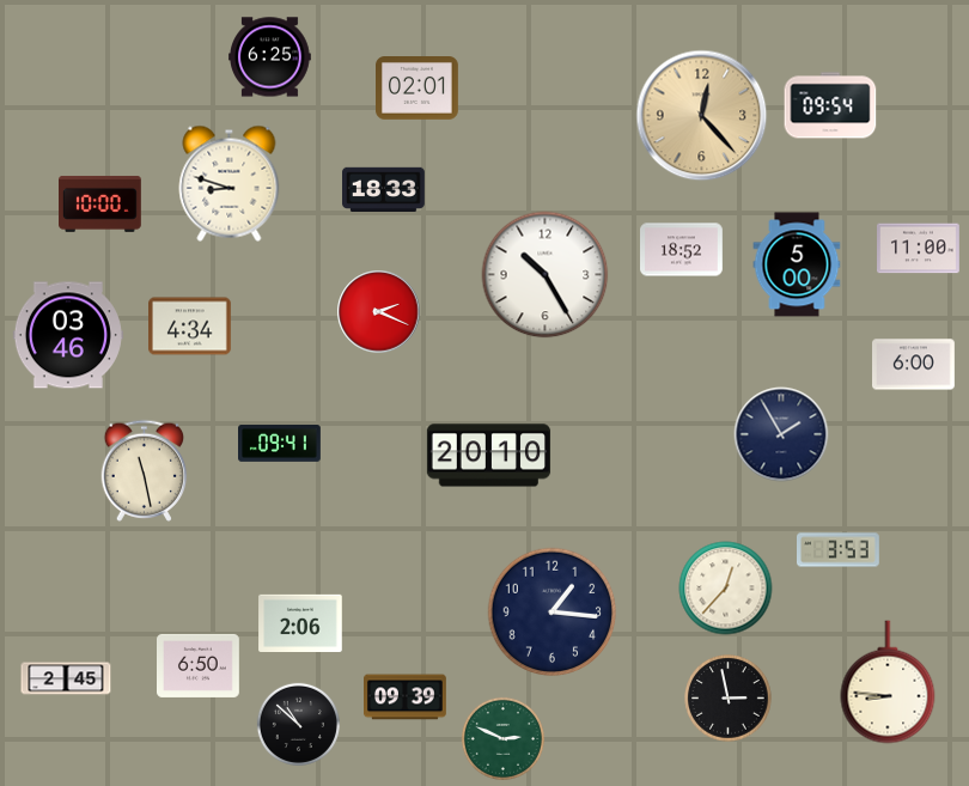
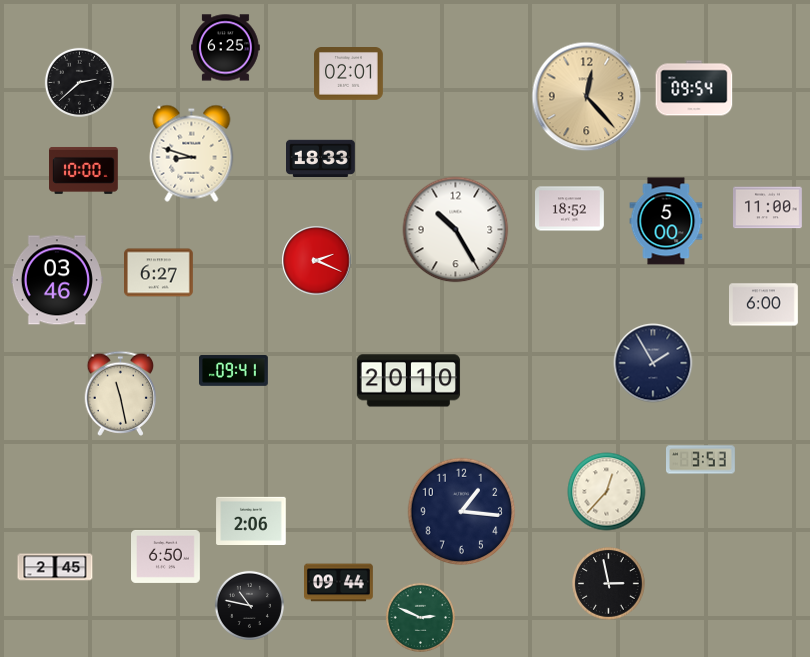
clock at (79, 82): none -> 2:38
clock at (190, 327): 4:34 -> 6:27
clock at (888, 682): 8:46 -> none
clock at (406, 697): 09:39 -> 09:44
clock at (298, 724): 10:52 -> 10:47
